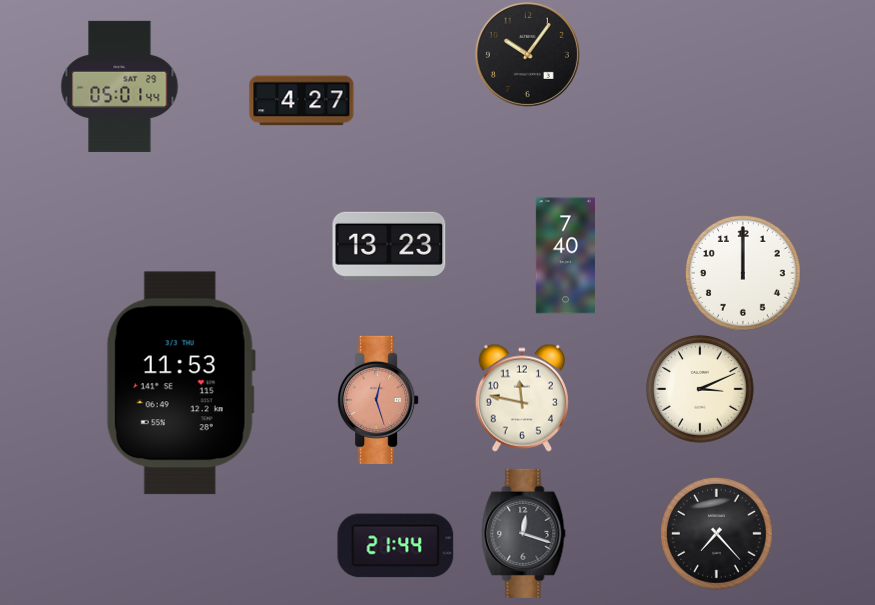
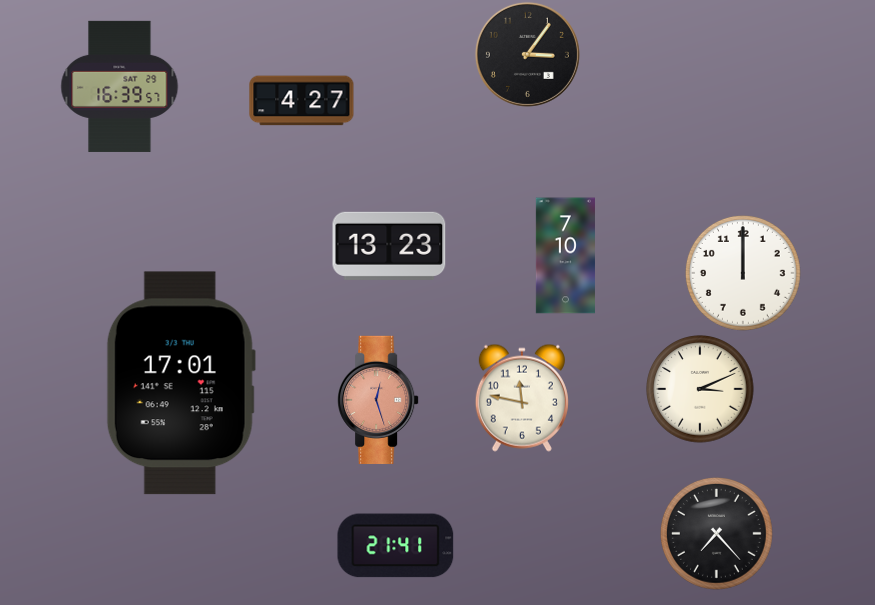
clock at (527, 54): 10:06 -> 3:06
clock at (120, 86): 05:01 -> 16:39
clock at (565, 256): 7:40 -> 7:10
clock at (181, 383): 11:53 -> 17:01
clock at (524, 533): 12:18 -> none
clock at (396, 546): 21:44 -> 21:41
